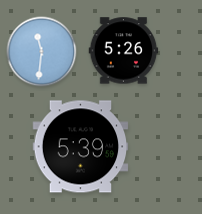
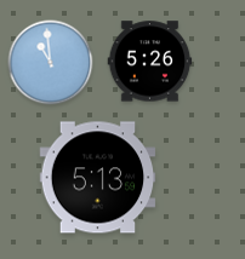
clock at (42, 52): 11:31 -> 10:59
clock at (81, 147): 5:39 -> 5:13
